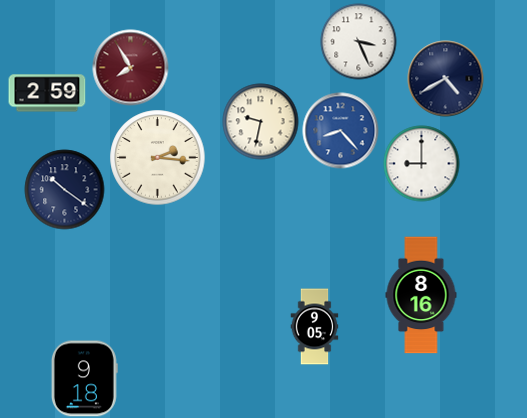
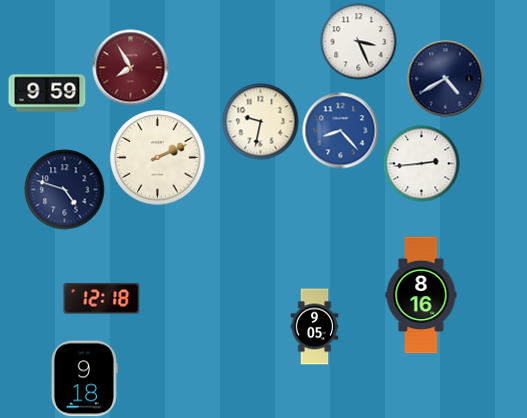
clock at (47, 93): 2:59 -> 9:59
clock at (158, 158): 2:16 -> 2:11
clock at (422, 164): 9:00 -> 2:44
clock at (65, 190): 10:21 -> 4:48
clock at (102, 299): none -> 12:18
